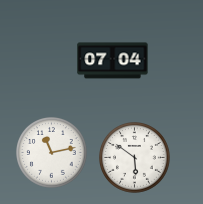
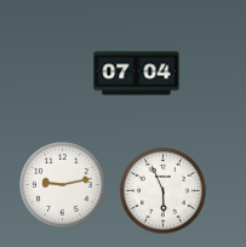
clock at (52, 153): 11:13 -> 9:13
clock at (135, 158): 5:51 -> 5:56
